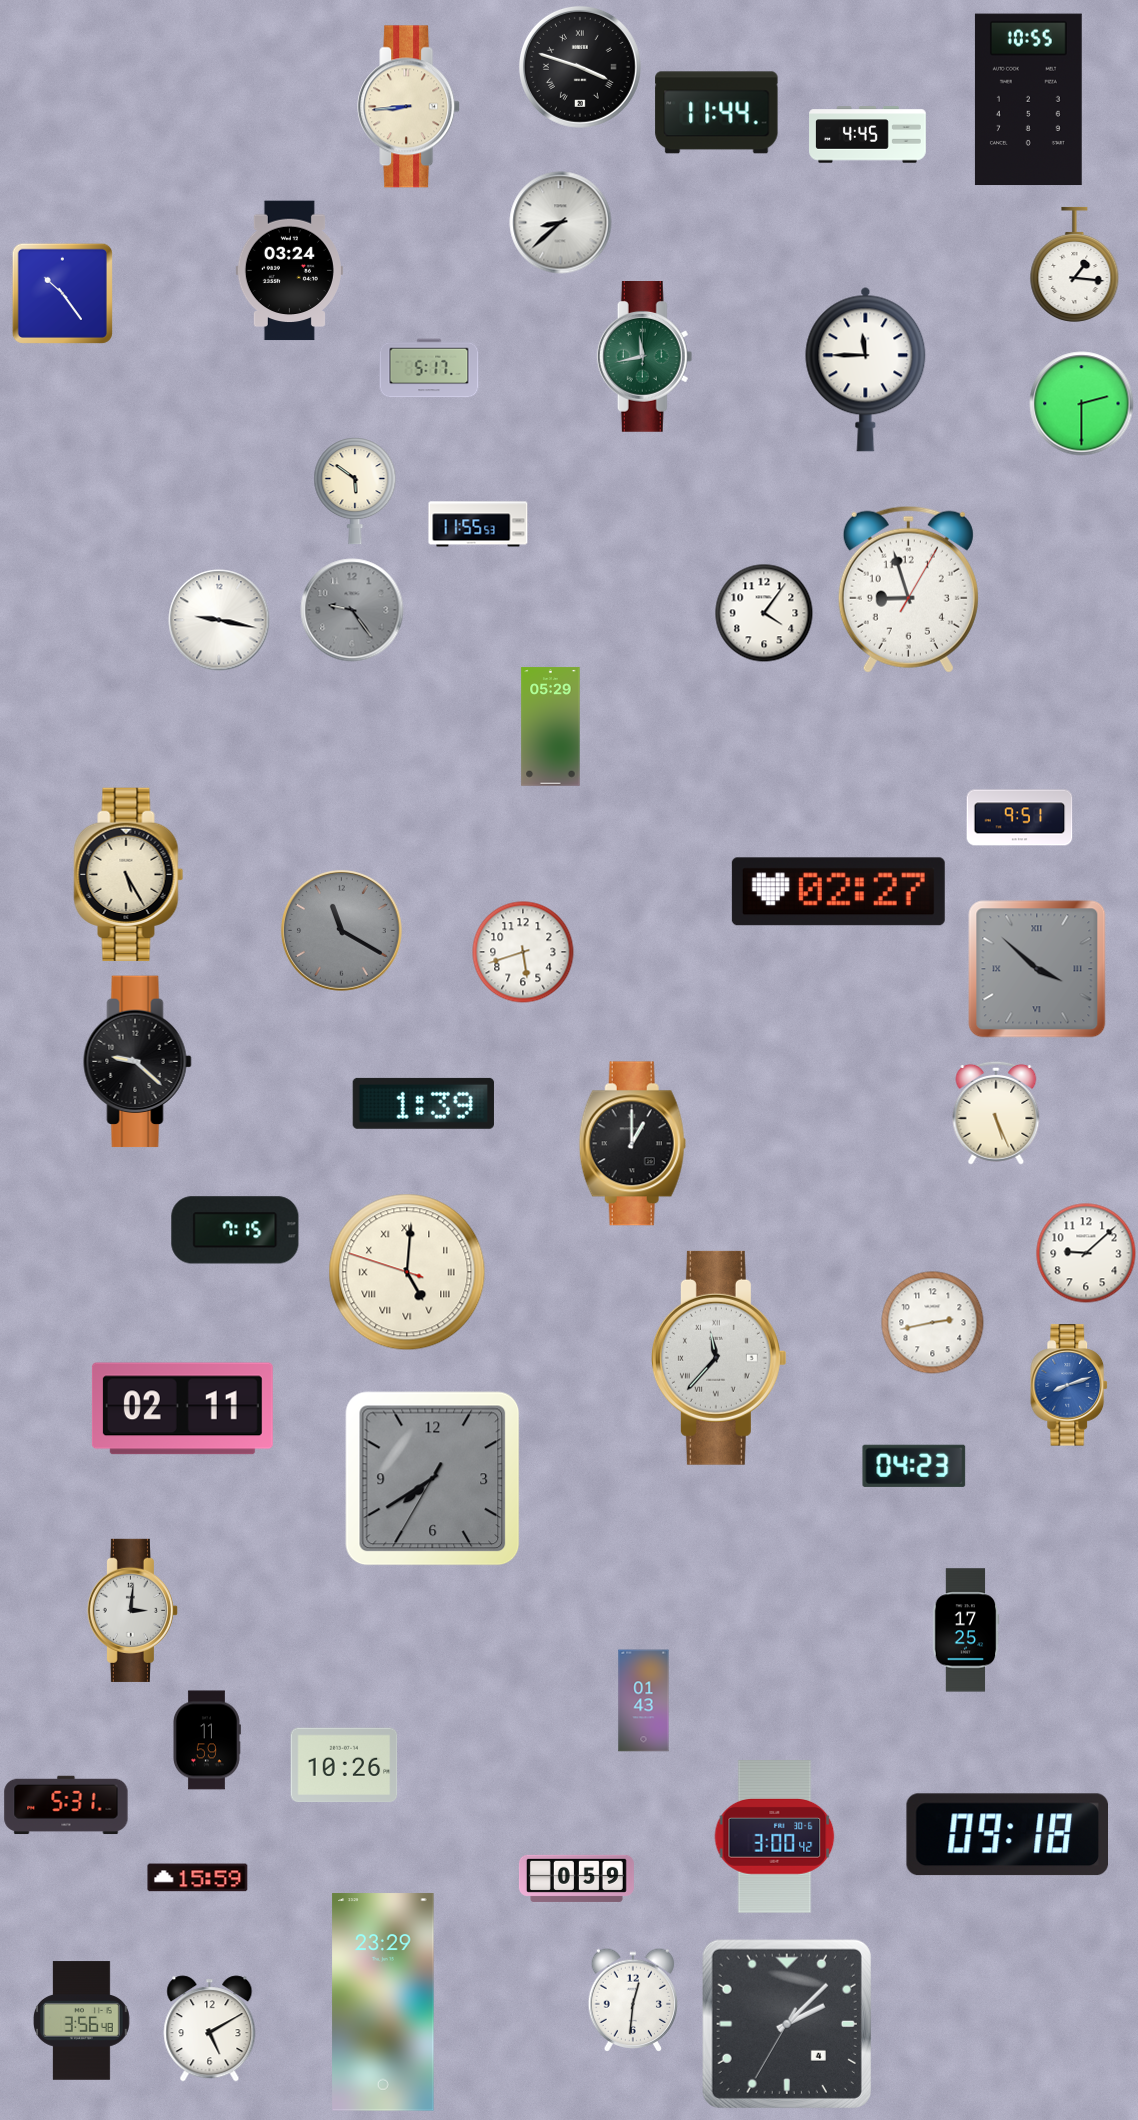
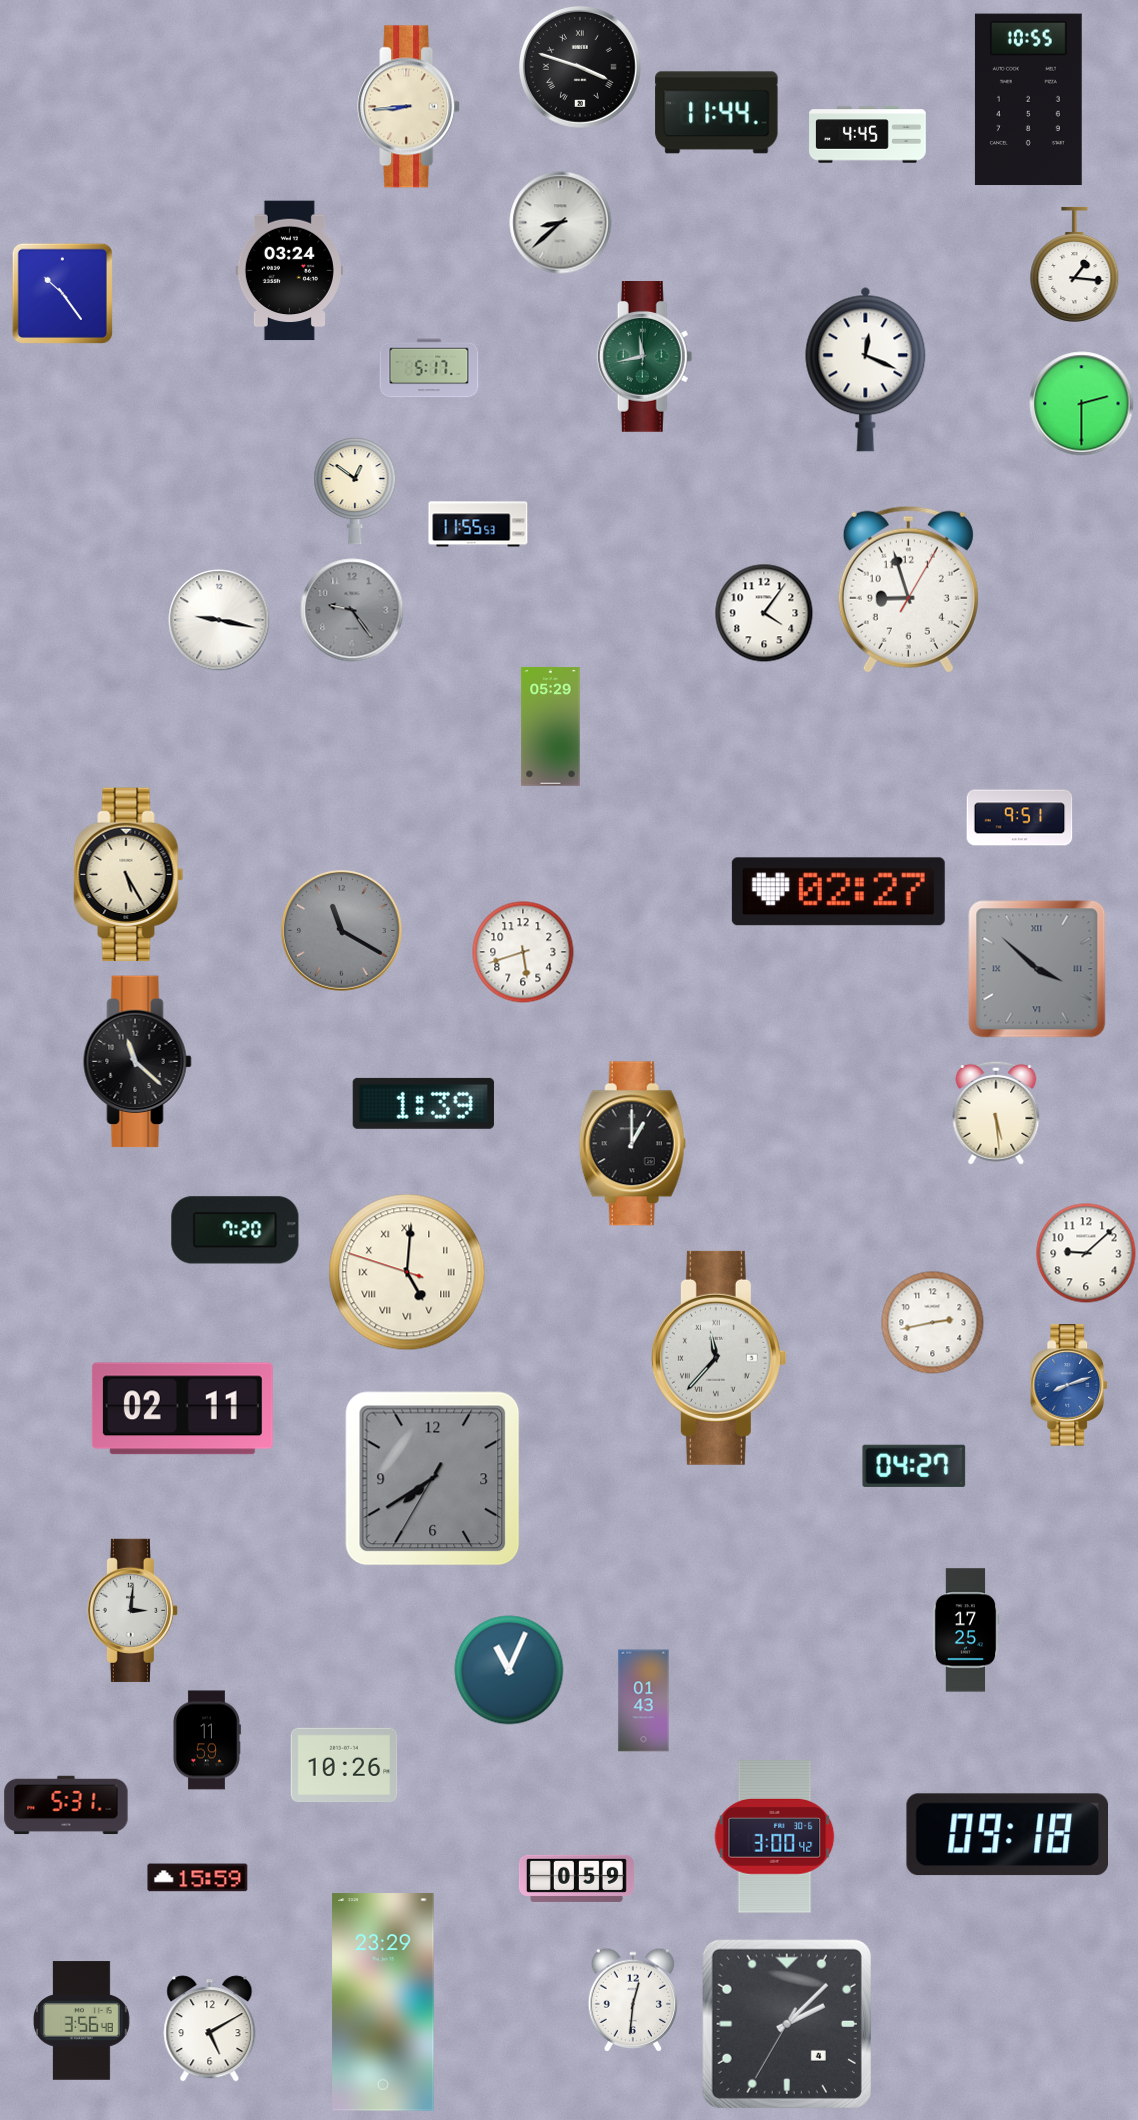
clock at (866, 369): 11:45 -> 12:19
clock at (355, 491): 5:51 -> 12:51
clock at (138, 1062): 9:22 -> 11:22
clock at (996, 1113): 5:26 -> 5:29
clock at (235, 1230): 7:15 -> 7:20
clock at (914, 1466): 04:23 -> 04:27
clock at (509, 1670): none -> 11:04
